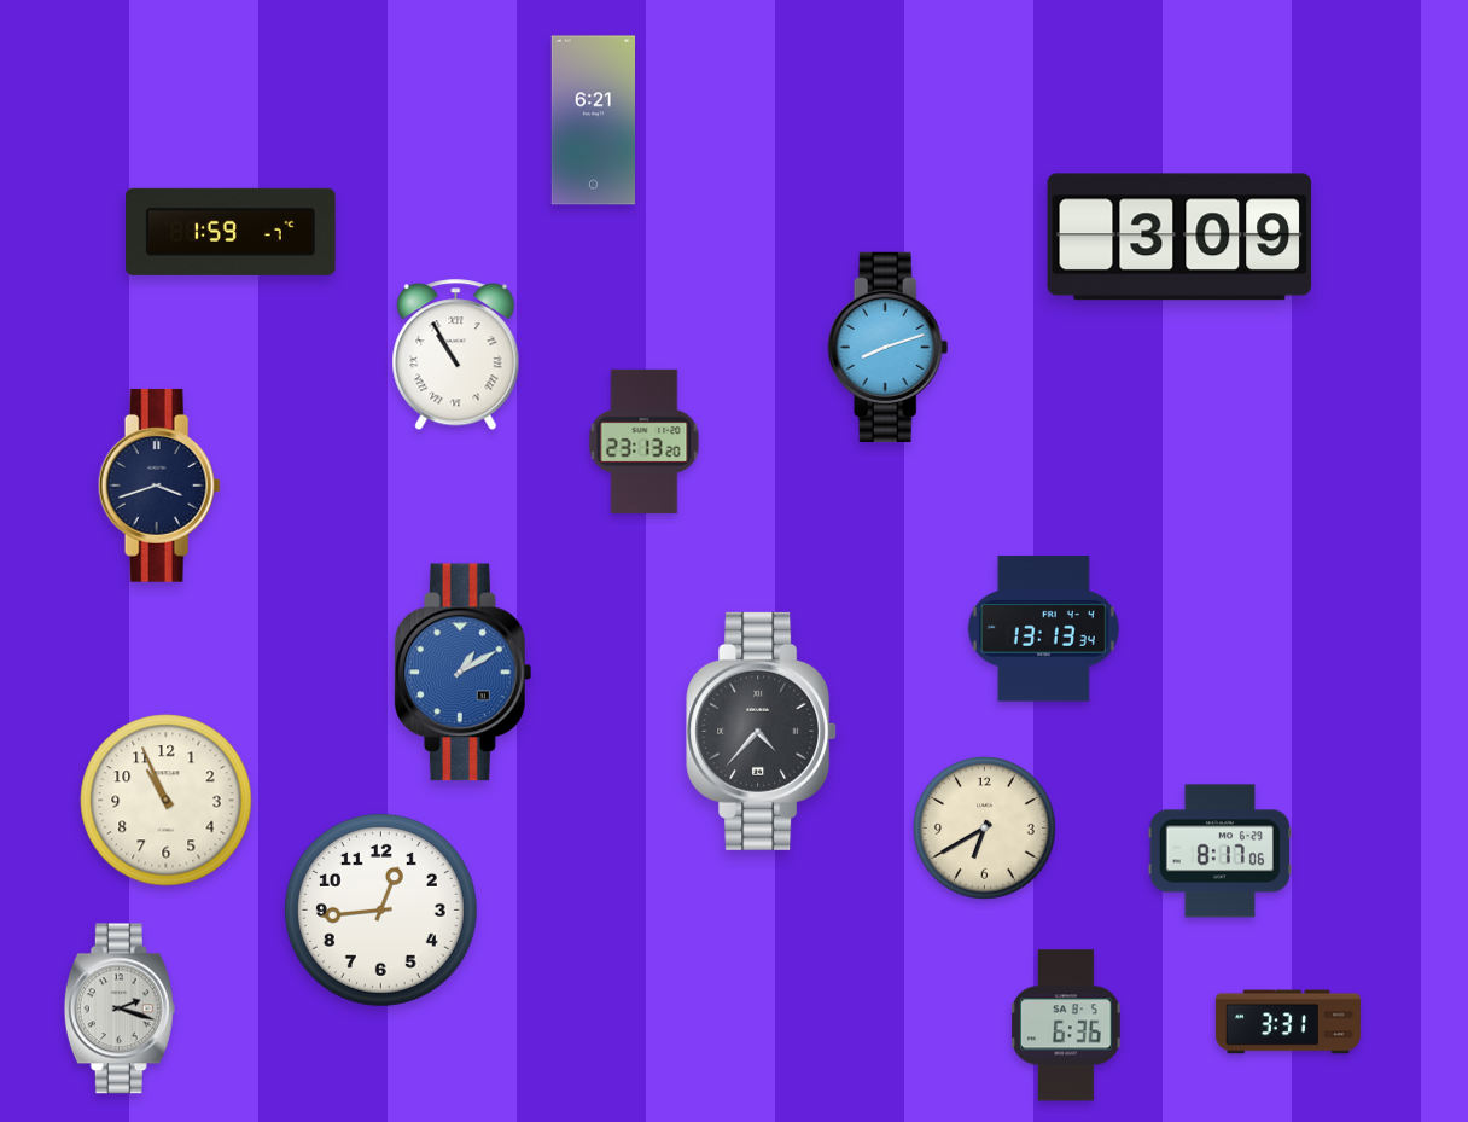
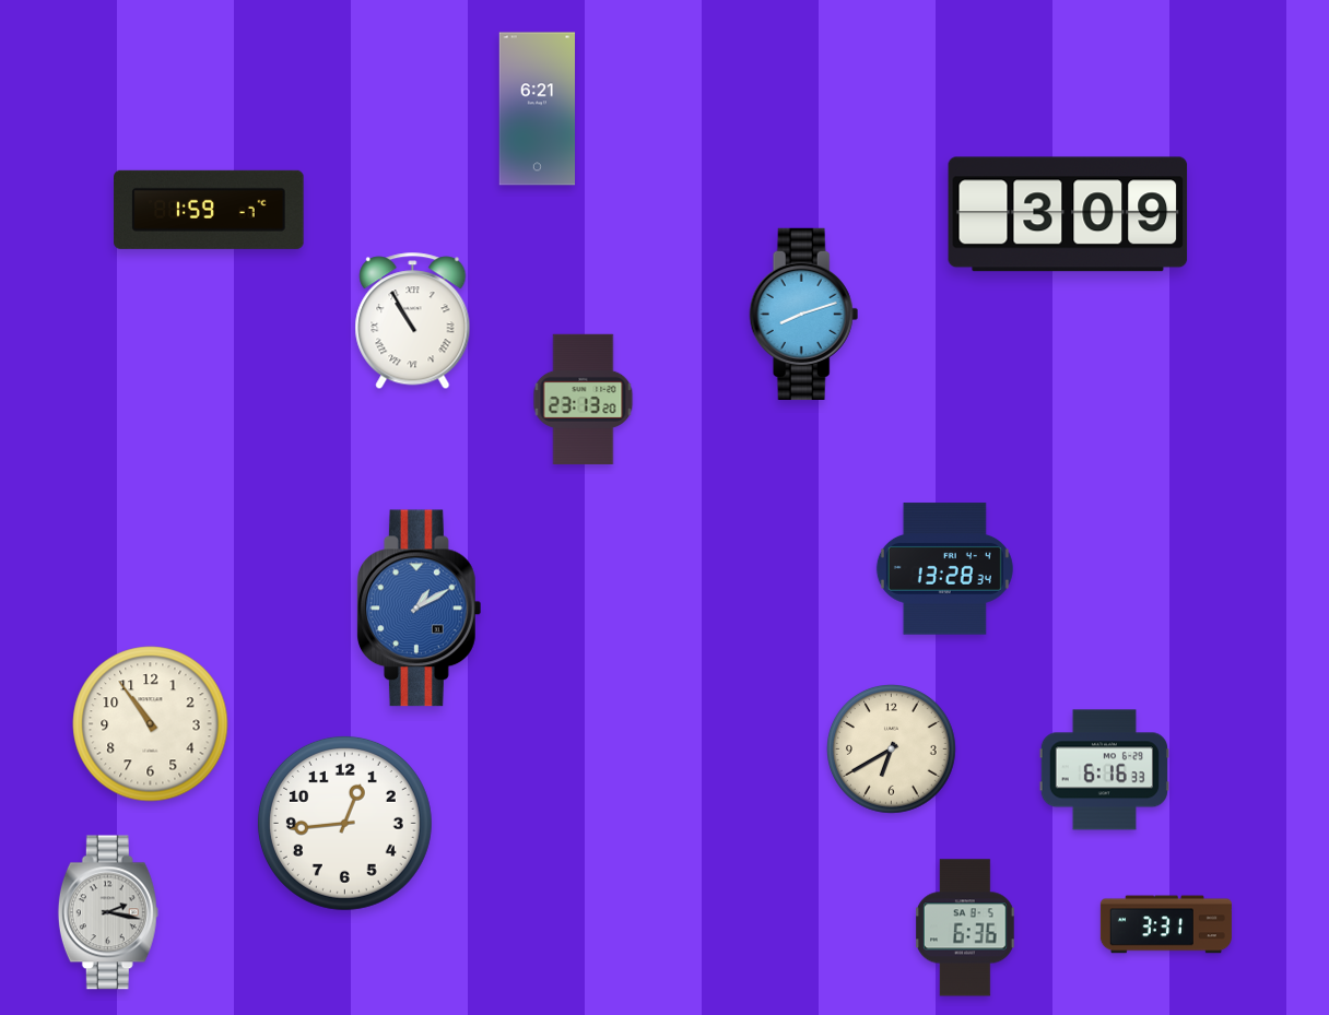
clock at (159, 486): 3:42 -> none
clock at (1043, 629): 13:13 -> 13:28
clock at (762, 731): 4:37 -> none
clock at (167, 801): 10:56 -> 10:54
clock at (1219, 851): 8:17 -> 6:16
clock at (120, 1008): 2:18 -> 2:17
